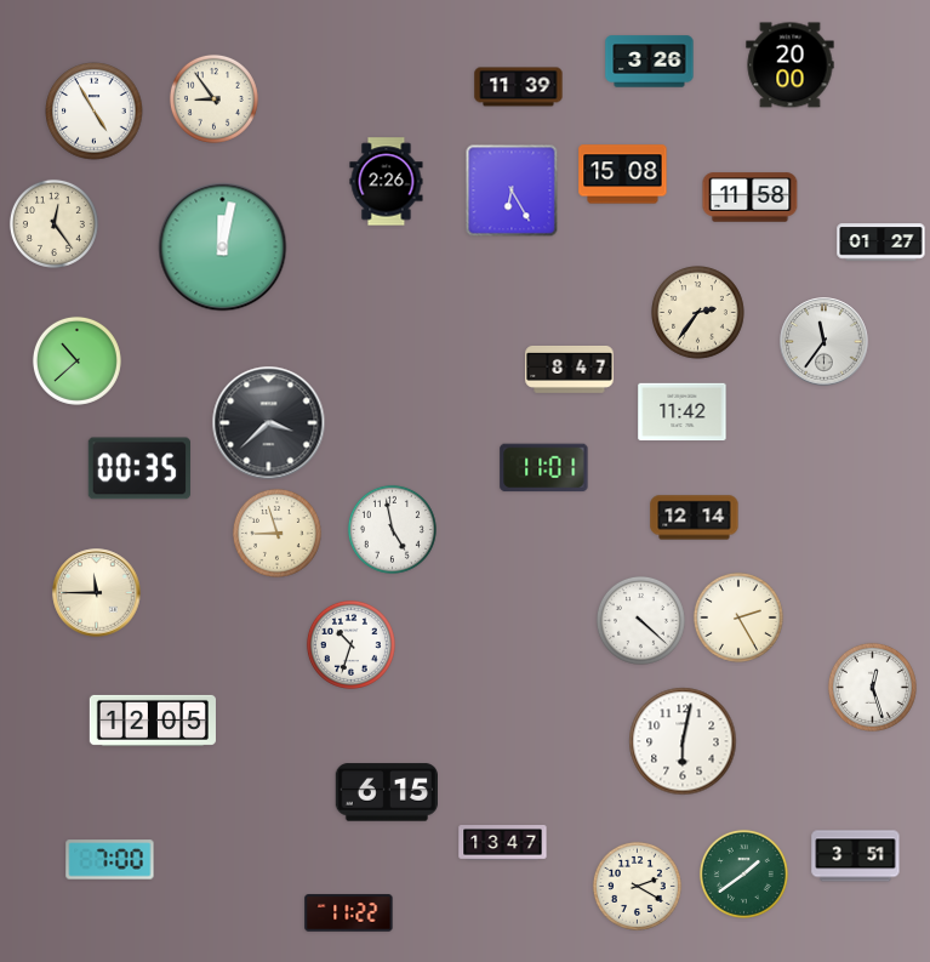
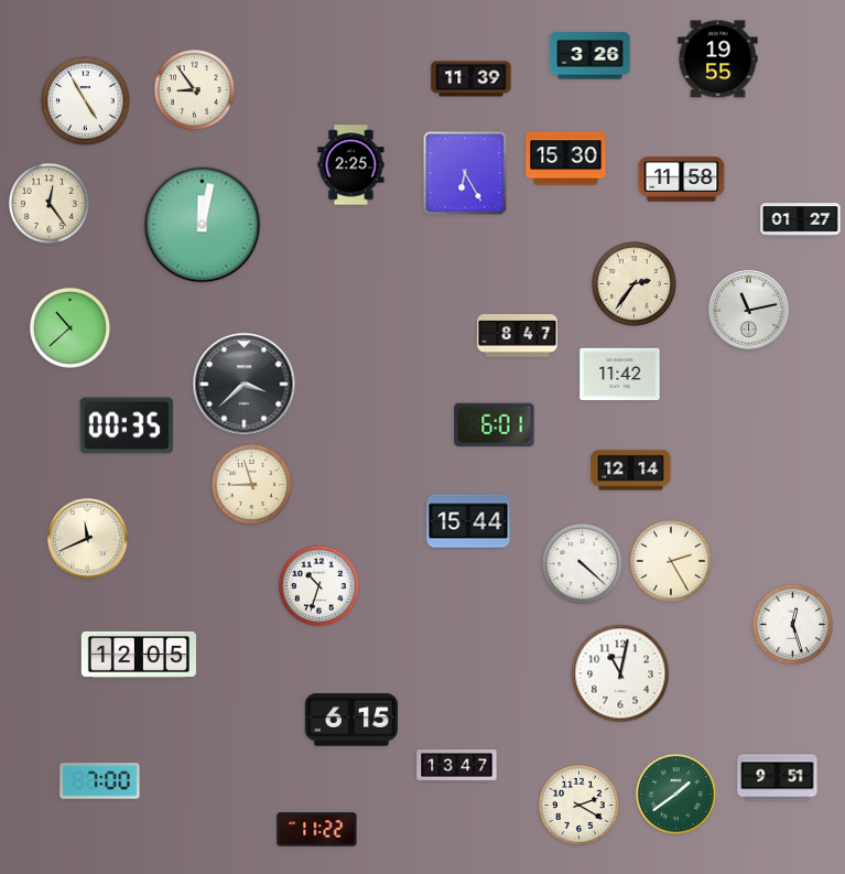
clock at (791, 66): 20:00 -> 19:55
clock at (623, 175): 15:08 -> 15:30
clock at (387, 182): 2:26 -> 2:25
clock at (825, 342): 11:36 -> 11:13
clock at (544, 468): 11:01 -> 6:01
clock at (392, 529): 4:58 -> none
clock at (468, 521): none -> 15:44
clock at (97, 593): 11:45 -> 11:41
clock at (683, 741): 6:02 -> 11:02
clock at (856, 856): 3:51 -> 9:51
